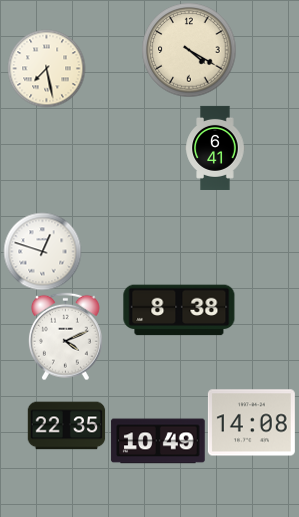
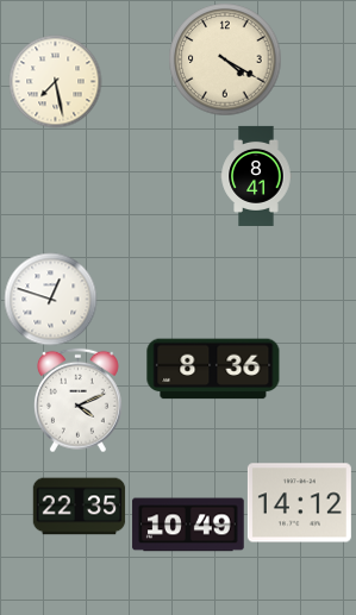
clock at (215, 148): 6:41 -> 8:41
clock at (179, 310): 8:38 -> 8:36
clock at (251, 423): 14:08 -> 14:12
